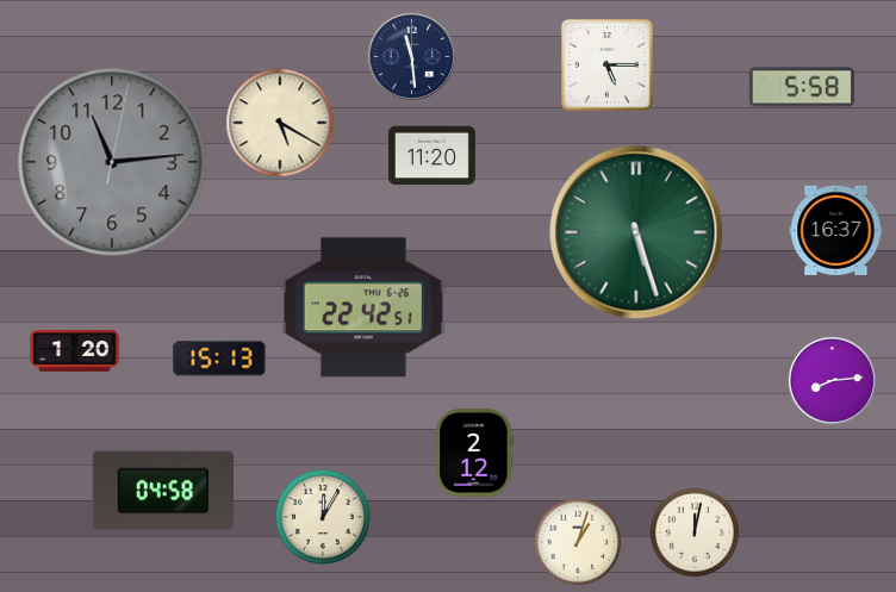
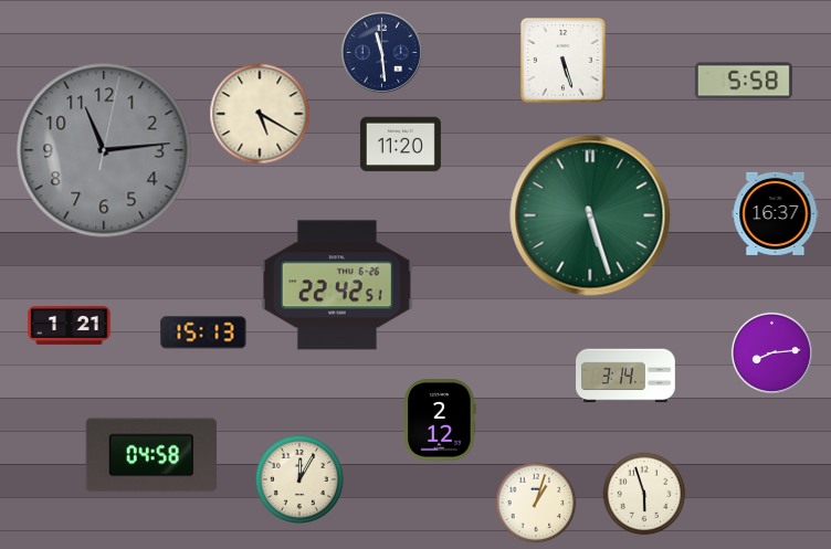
clock at (608, 66): 5:15 -> 5:27
clock at (75, 350): 1:20 -> 1:21
clock at (625, 376): none -> 3:14
clock at (695, 532): 12:02 -> 5:57
